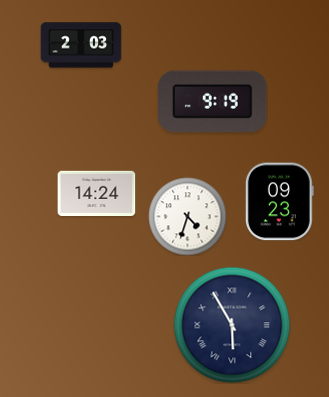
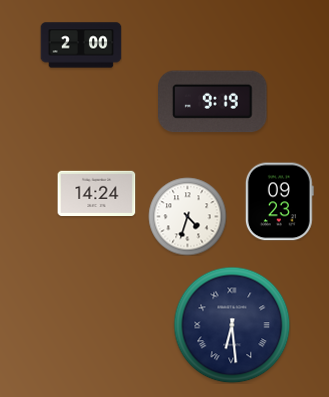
clock at (81, 45): 2:03 -> 2:00
clock at (232, 325): 5:55 -> 6:29
